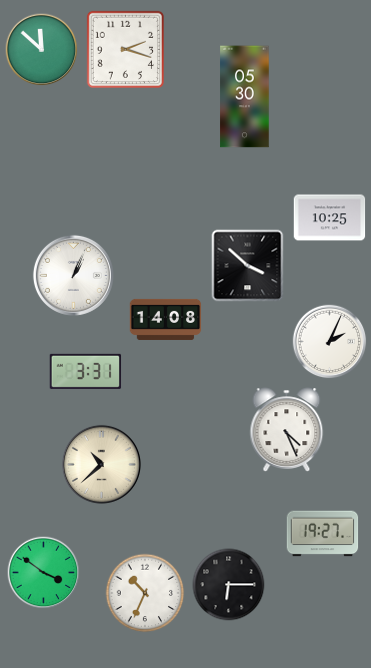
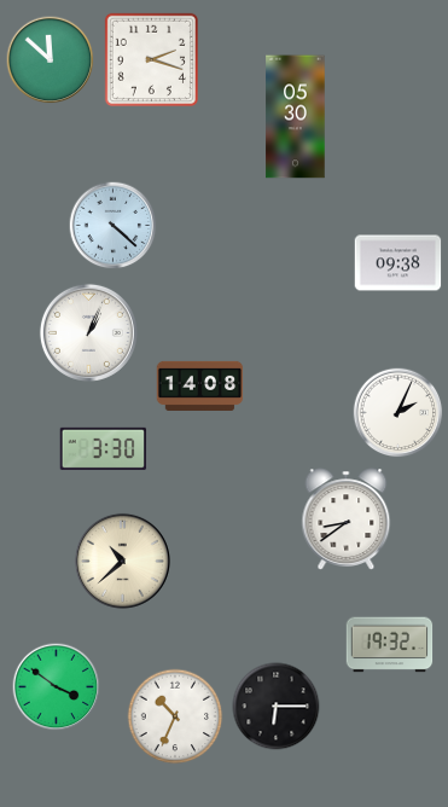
clock at (114, 226): none -> 4:22
clock at (330, 218): 10:25 -> 09:38
clock at (248, 266): 3:52 -> none
clock at (86, 371): 3:31 -> 3:30
clock at (287, 430): 4:26 -> 8:39
clock at (323, 534): 19:27 -> 19:32
clock at (44, 573) position: (44, 573) -> (57, 687)
